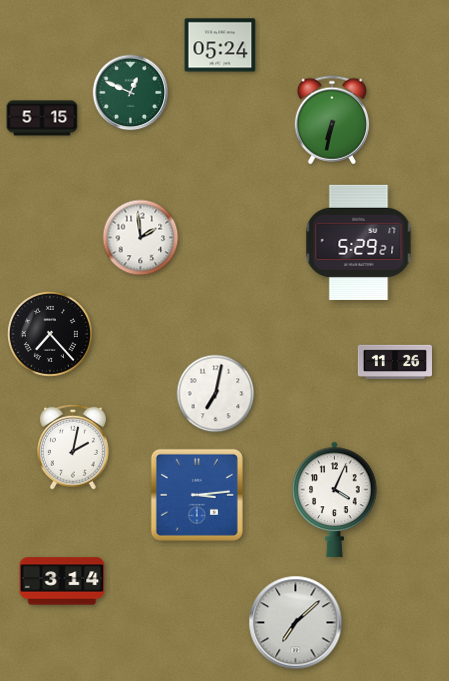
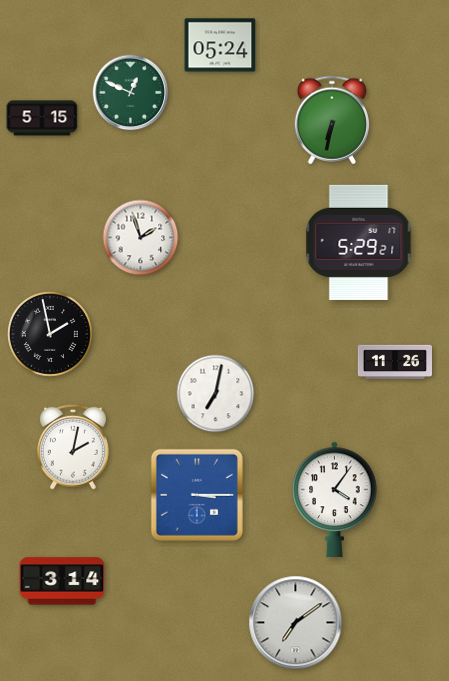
clock at (141, 238): 1:59 -> 1:57
clock at (50, 334): 7:23 -> 1:58
clock at (197, 495): 3:14 -> 3:15
clock at (335, 499): 4:04 -> 4:06
clock at (296, 623): 7:08 -> 7:09
